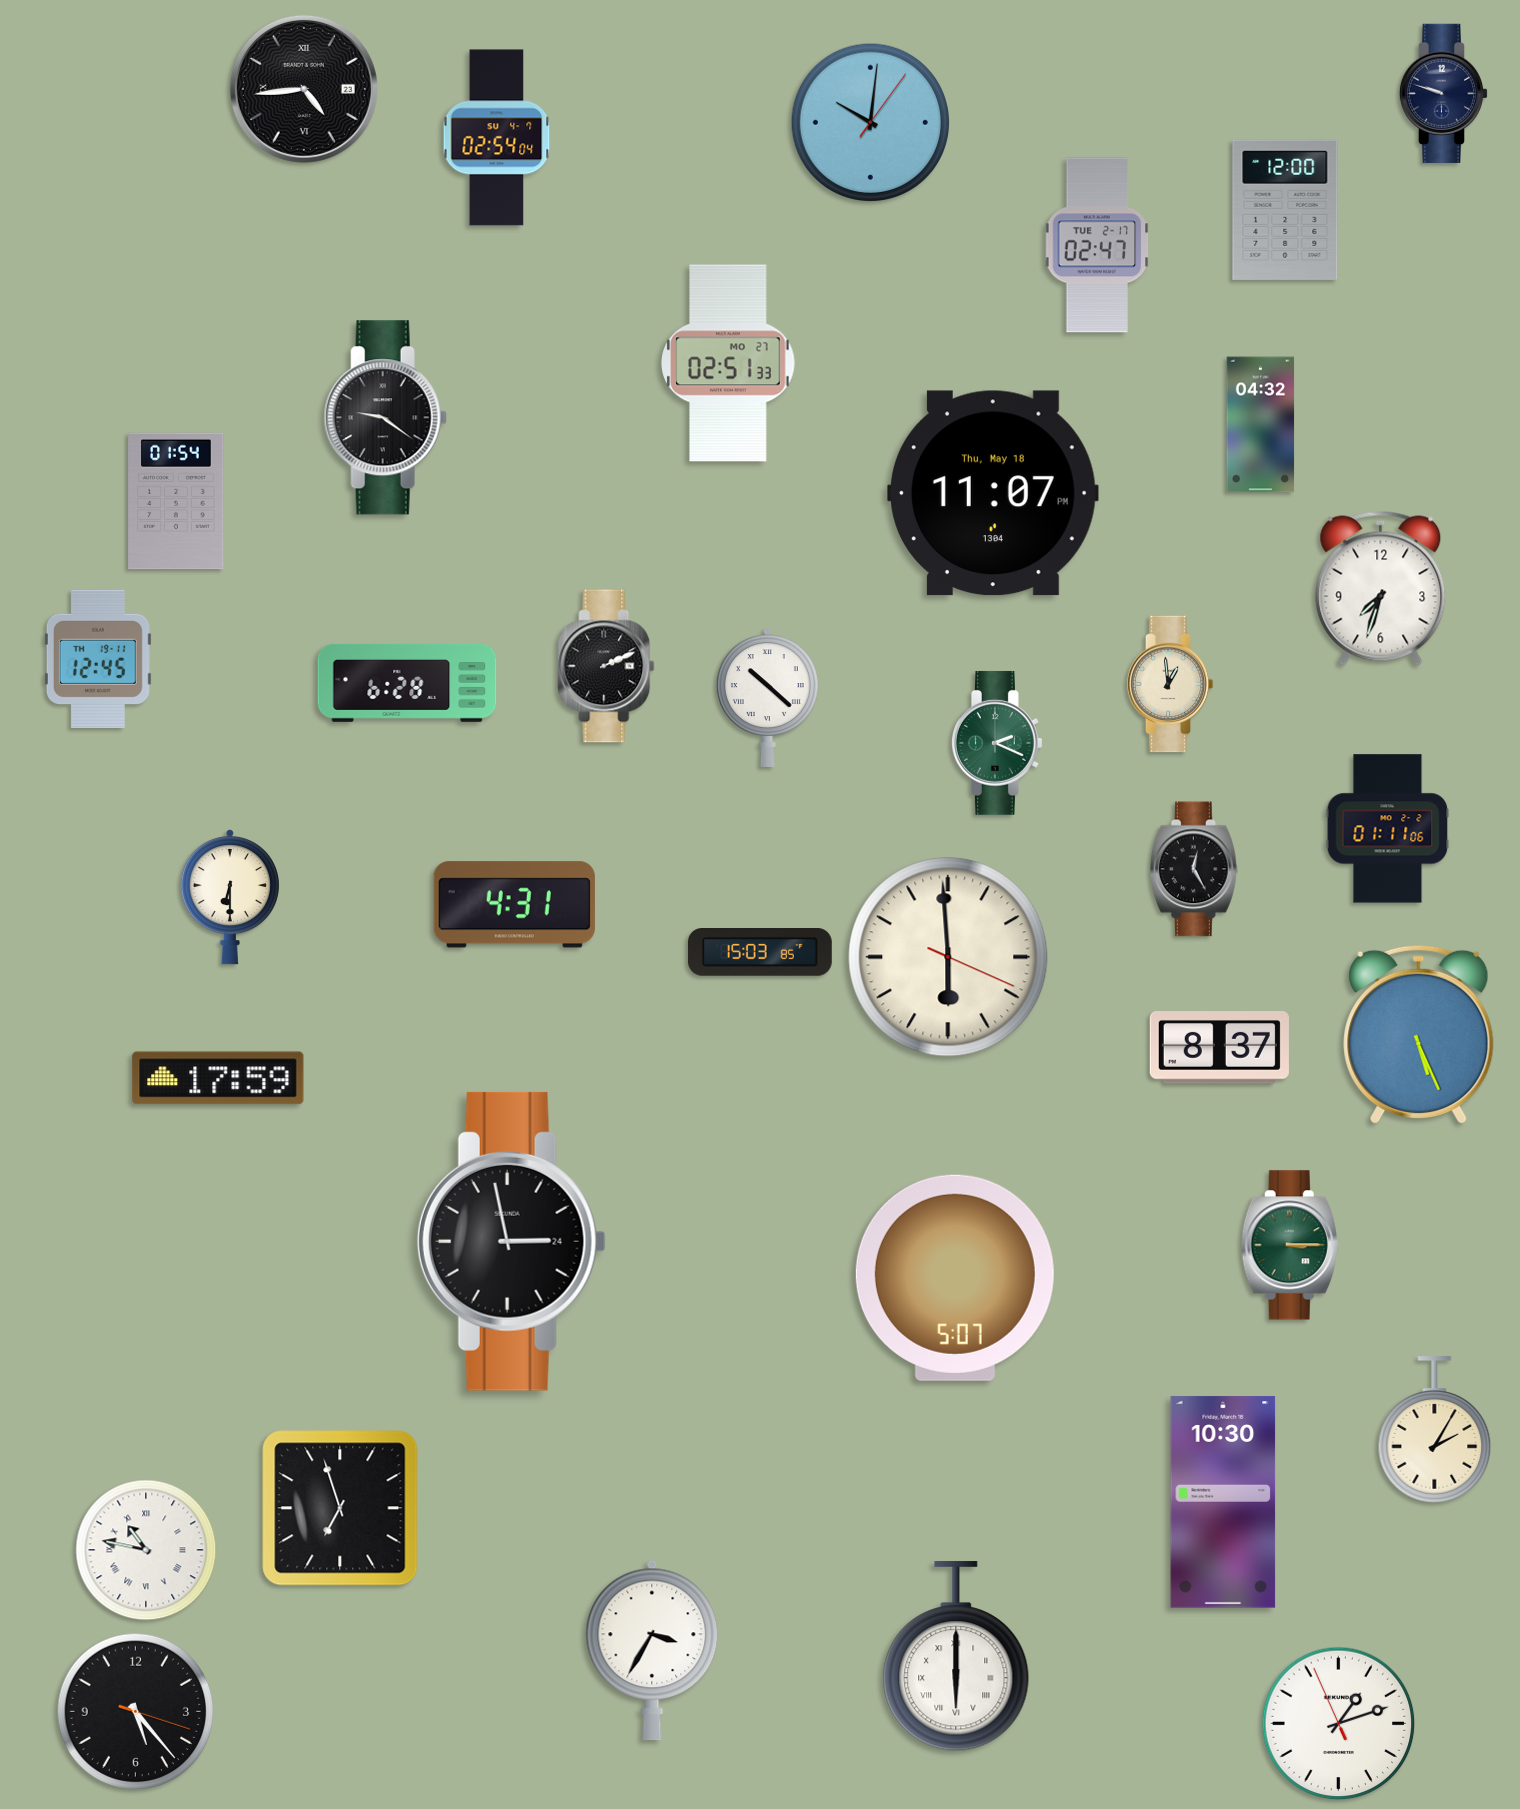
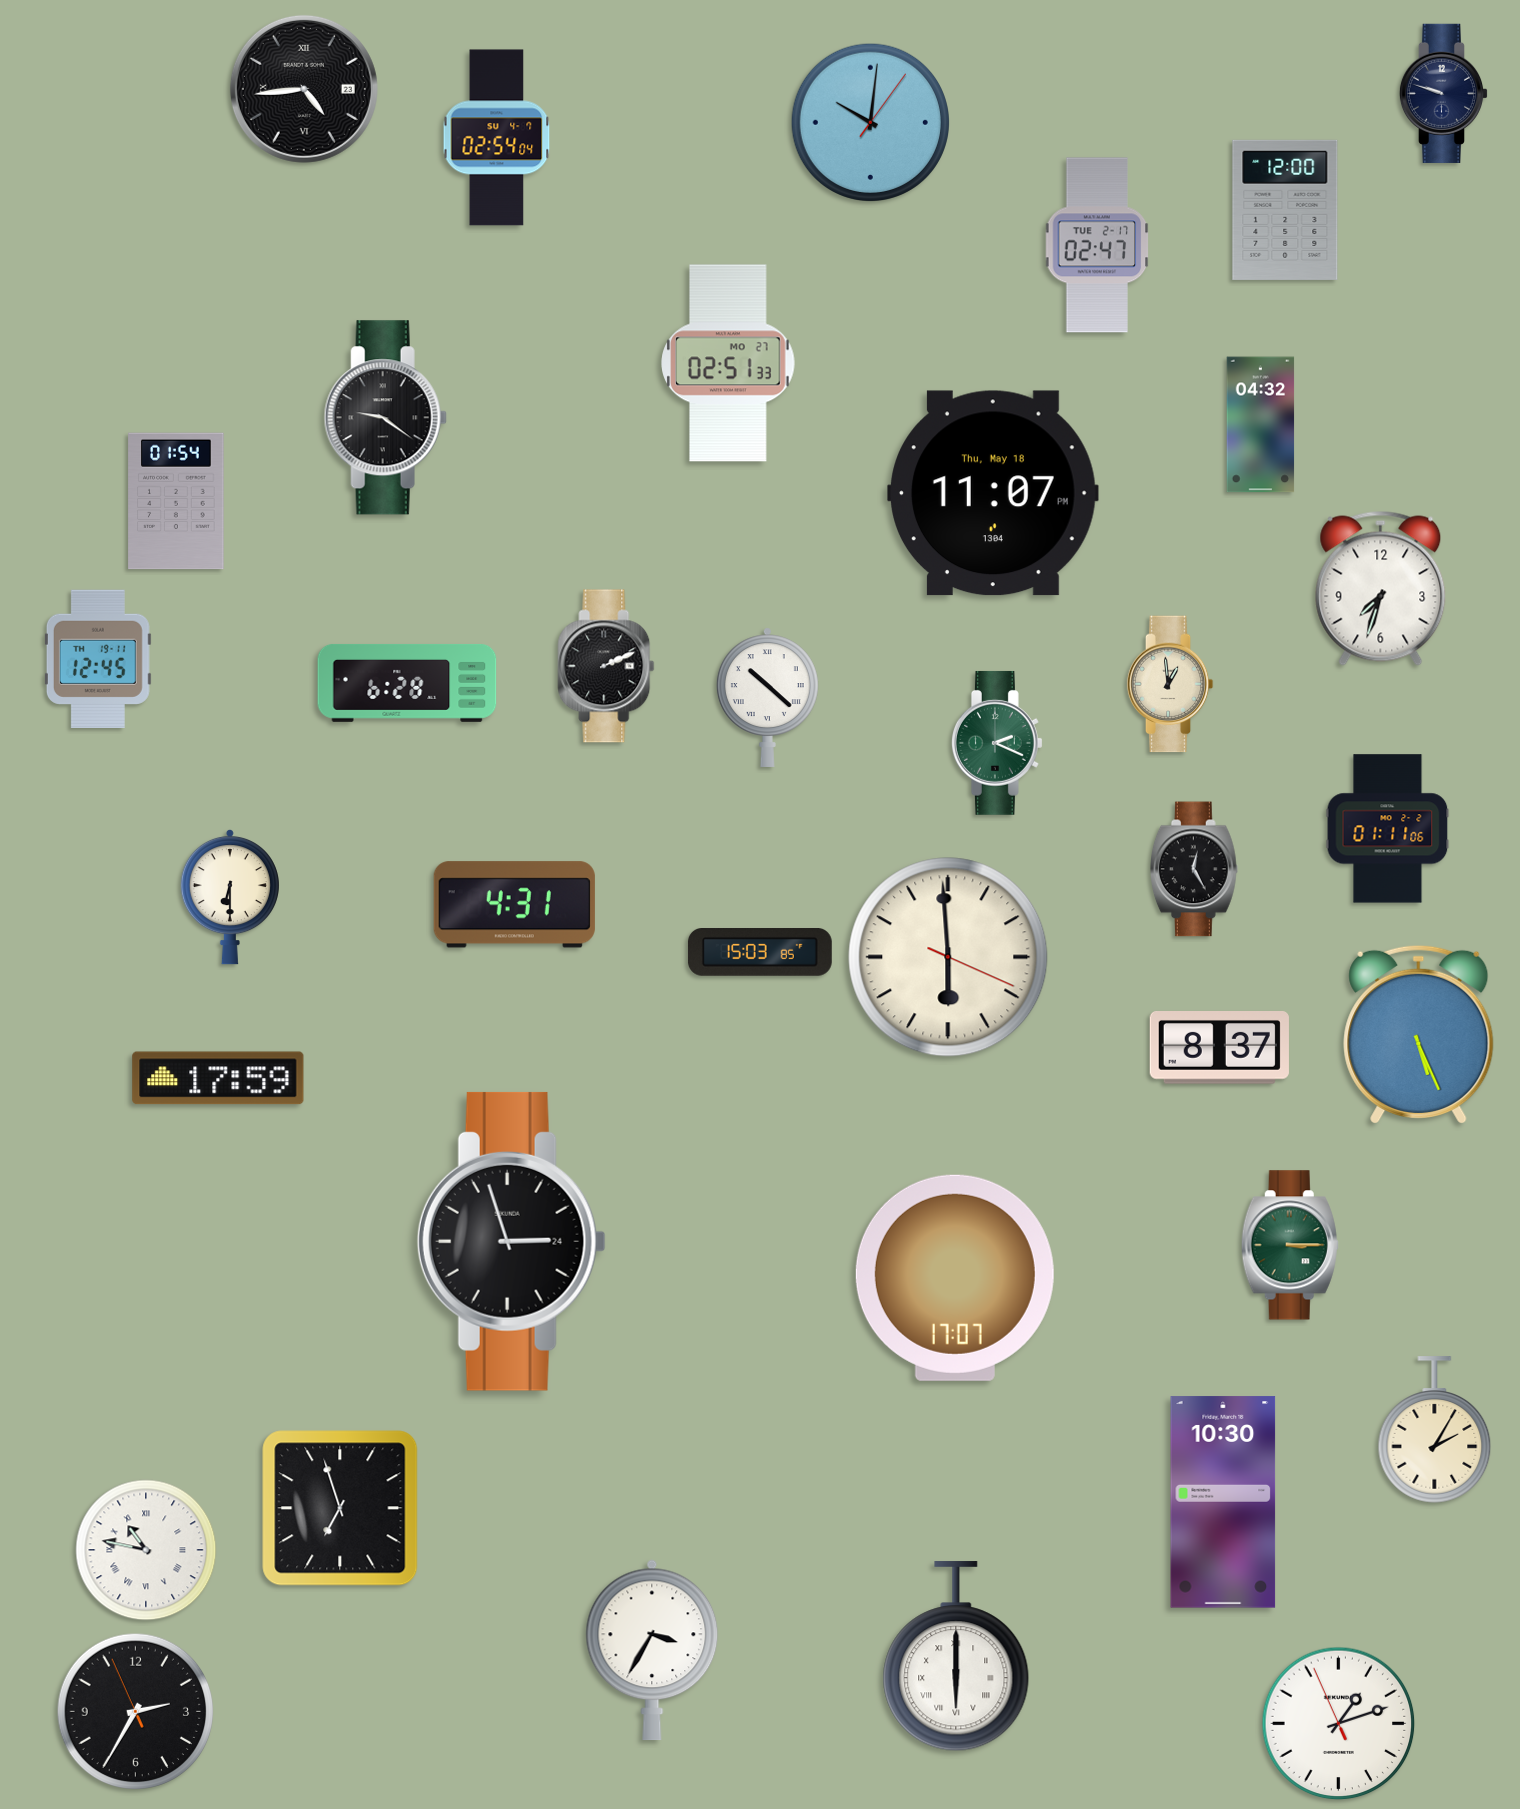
clock at (511, 1241): 2:58 -> 2:57
clock at (955, 1278): 5:07 -> 17:07
clock at (136, 1712): 5:23 -> 2:34
